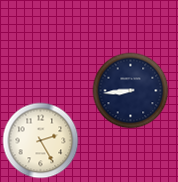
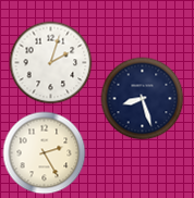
clock at (51, 63): none -> 2:03
clock at (131, 91): 8:44 -> 8:27
